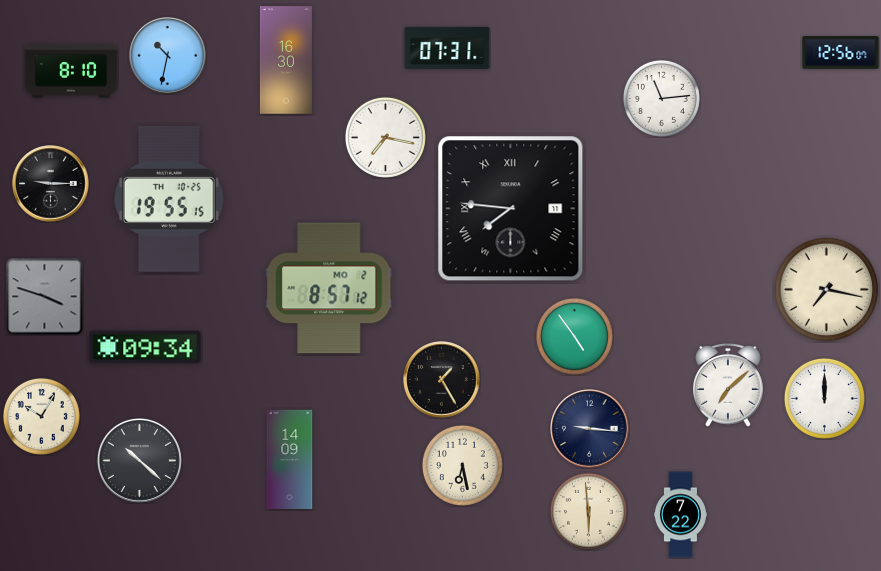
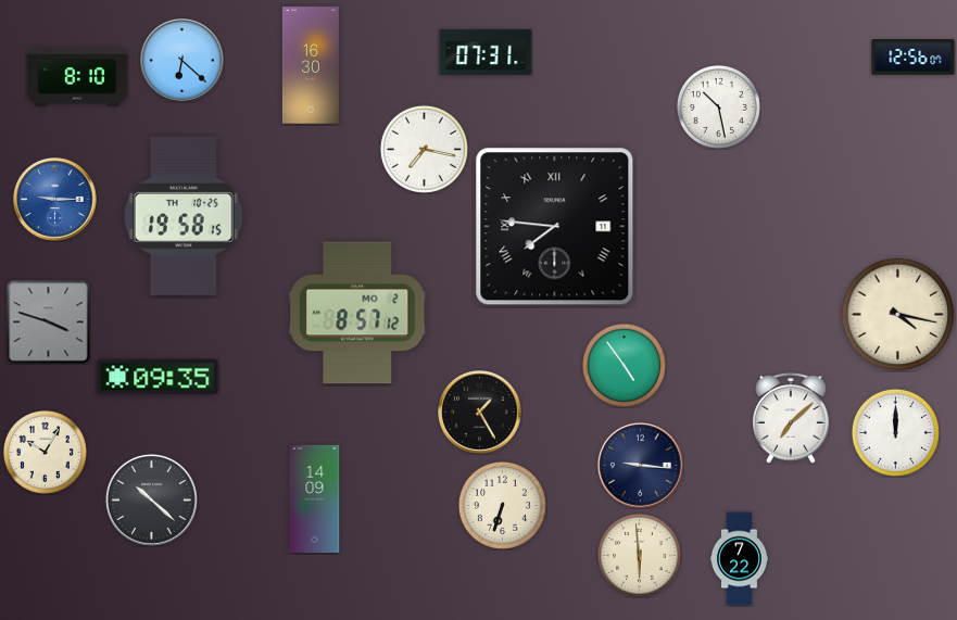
clock at (168, 56): 10:32 -> 6:22
clock at (661, 98): 11:14 -> 10:28
clock at (385, 137) position: (385, 137) -> (424, 149)
clock at (51, 184) dial: black -> blue
clock at (169, 199): 19:55 -> 19:58
clock at (827, 290): 7:17 -> 4:17
clock at (145, 347): 09:34 -> 09:35
clock at (462, 465): 6:28 -> 6:33
